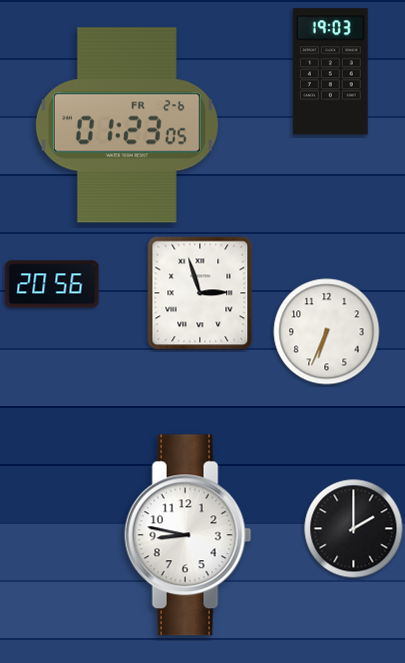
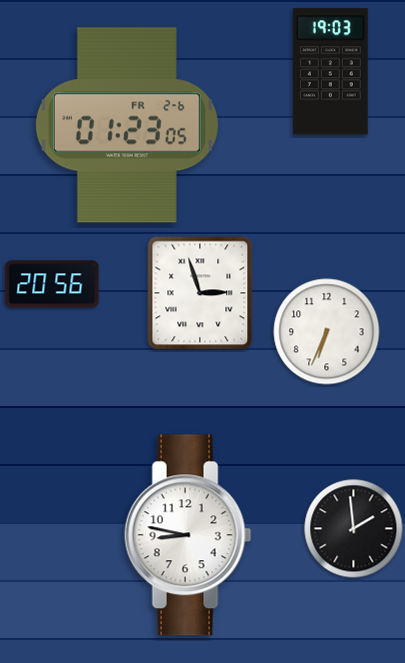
clock at (354, 529): 2:00 -> 1:59
